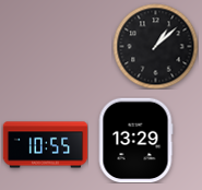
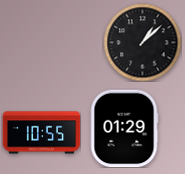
clock at (135, 140): 13:29 -> 01:29
